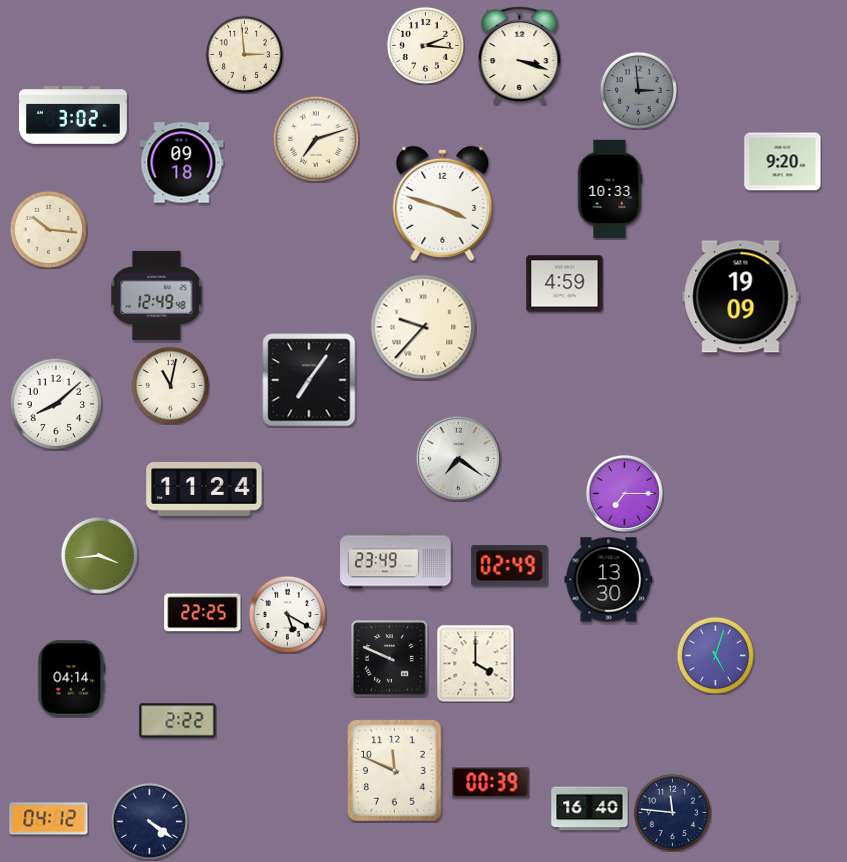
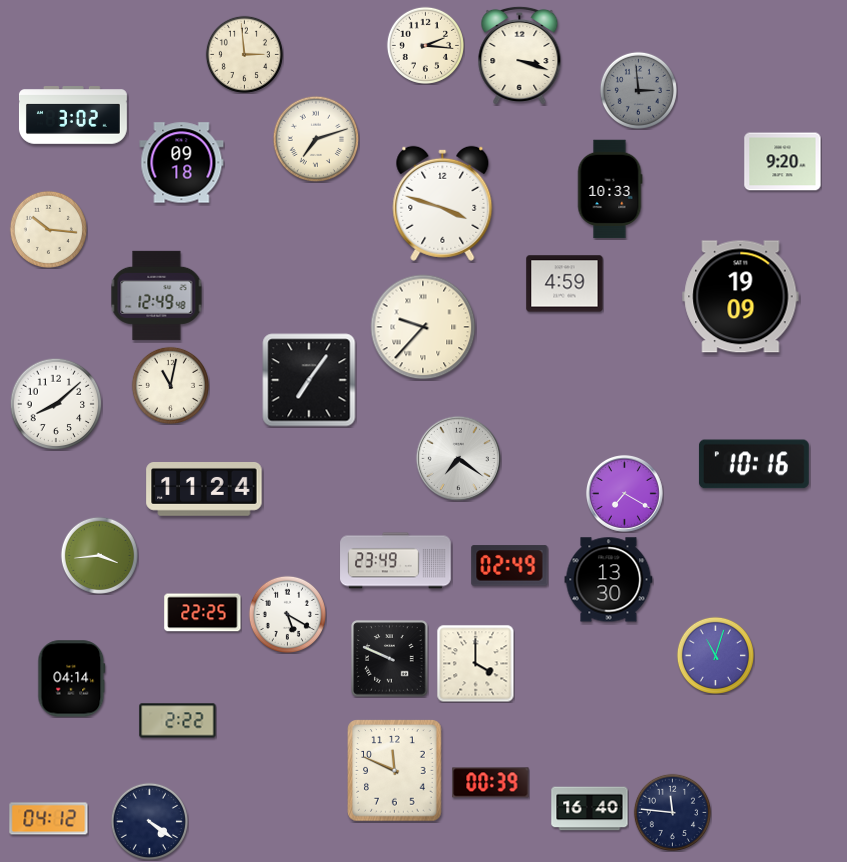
clock at (754, 464): none -> 10:16
clock at (625, 494): 7:15 -> 7:20
clock at (715, 655): 5:03 -> 11:03
